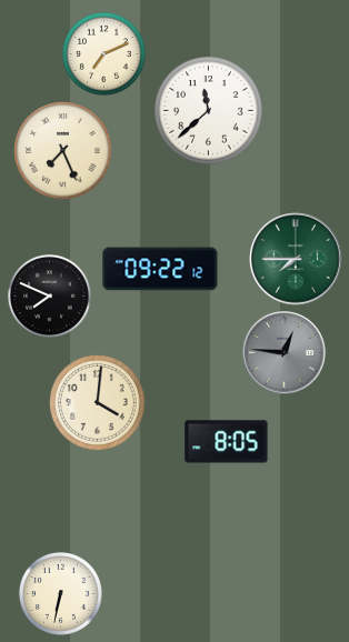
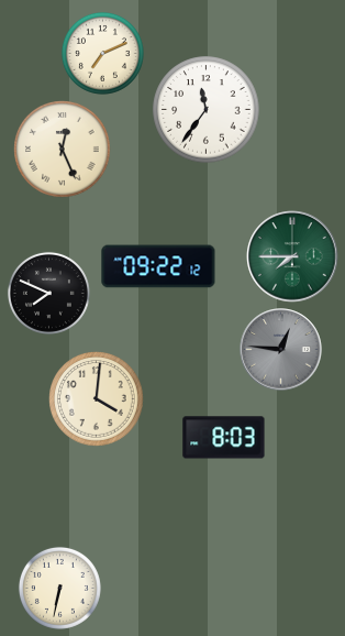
clock at (209, 111): 11:38 -> 11:36
clock at (63, 151): 7:26 -> 12:26
clock at (227, 442): 8:05 -> 8:03
